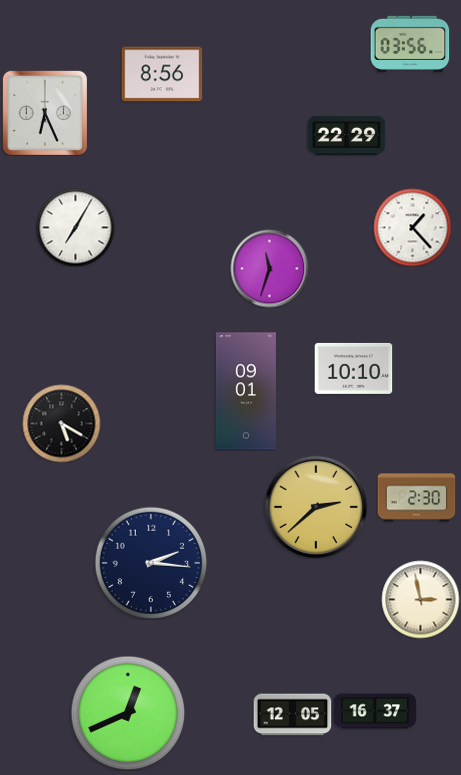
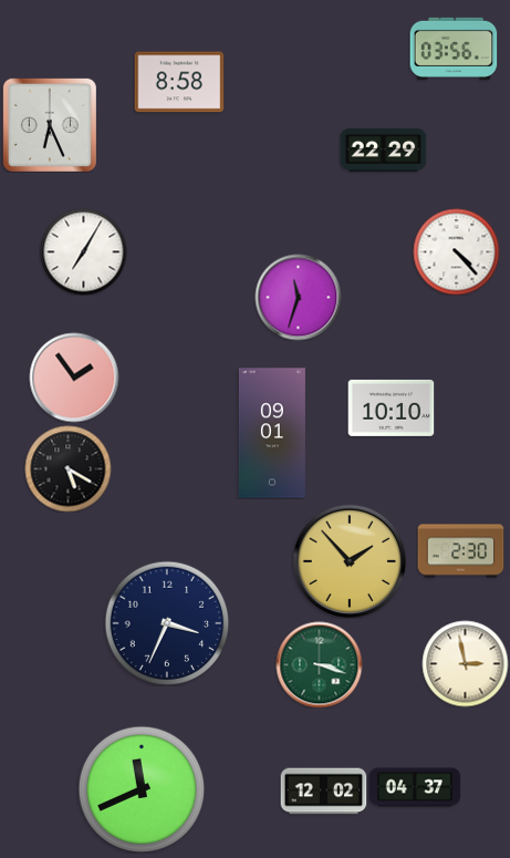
clock at (162, 74): 8:56 -> 8:58
clock at (412, 227): 1:23 -> 4:23
clock at (74, 378): none -> 1:54
clock at (316, 507): 2:38 -> 1:53
clock at (151, 563): 2:16 -> 3:34
clock at (319, 664): none -> 3:18
clock at (375, 711): 16:37 -> 04:37
clock at (128, 713): 12:41 -> 11:41
clock at (292, 715): 12:05 -> 12:02
